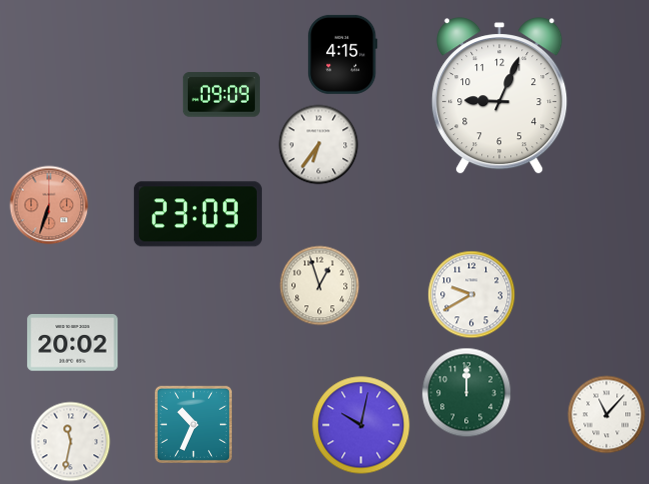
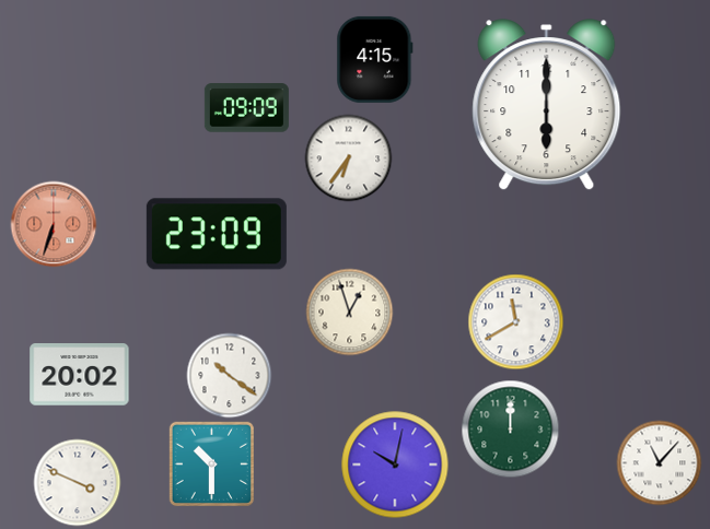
clock at (221, 95) position: (221, 95) -> (246, 108)
clock at (500, 96): 9:04 -> 6:00
clock at (471, 294): 9:40 -> 11:40
clock at (229, 375): none -> 10:21
clock at (606, 414) position: (606, 414) -> (659, 462)
clock at (193, 424): 10:34 -> 10:30
clock at (70, 441): 11:32 -> 3:49
